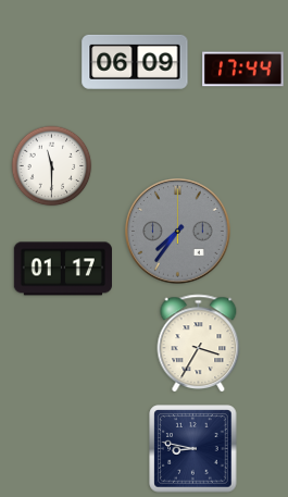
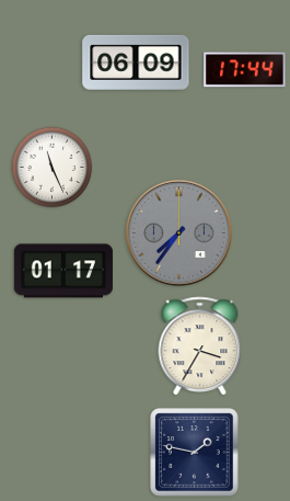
clock at (52, 166): 11:30 -> 11:26
clock at (193, 449): 8:47 -> 1:47
